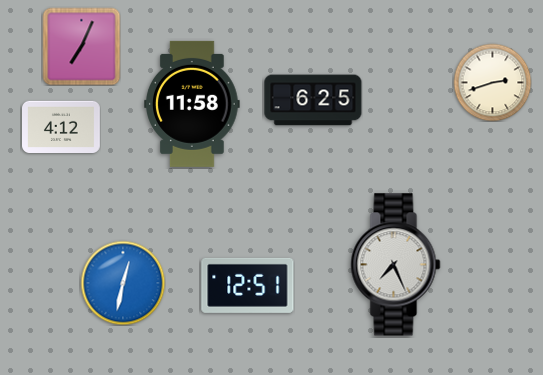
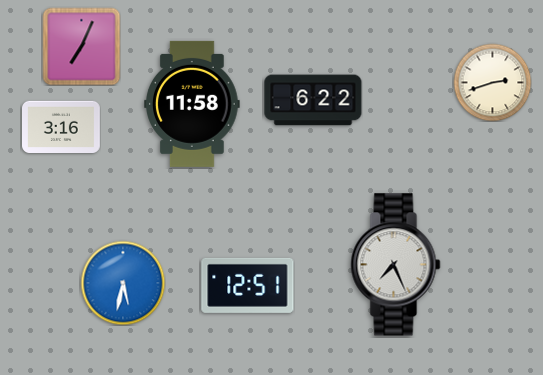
clock at (313, 100): 6:25 -> 6:22
clock at (62, 126): 4:12 -> 3:16
clock at (123, 283): 12:32 -> 5:32
